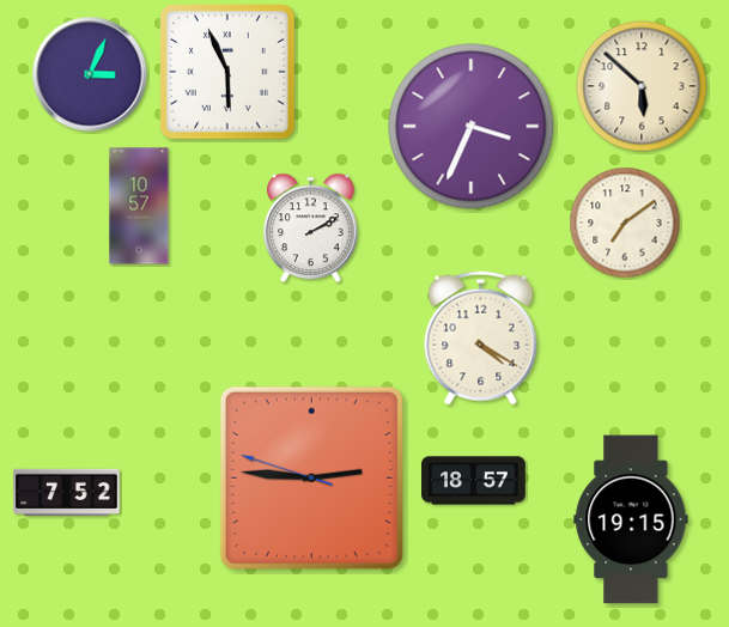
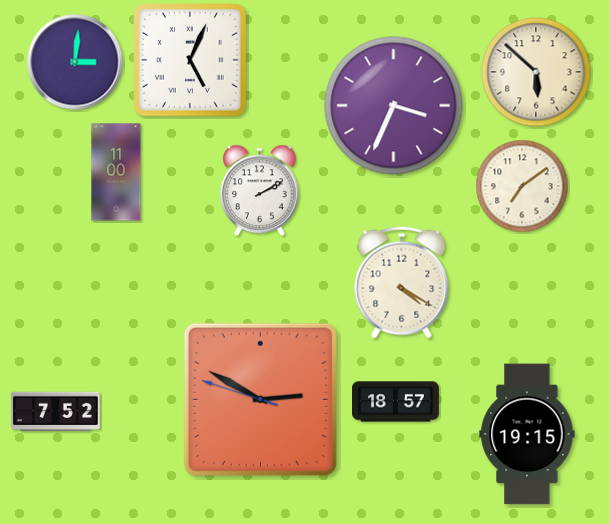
clock at (229, 73): 5:56 -> 5:04
clock at (90, 74): 3:04 -> 3:01
clock at (139, 206): 10:57 -> 11:00
clock at (311, 477): 2:45 -> 2:49
